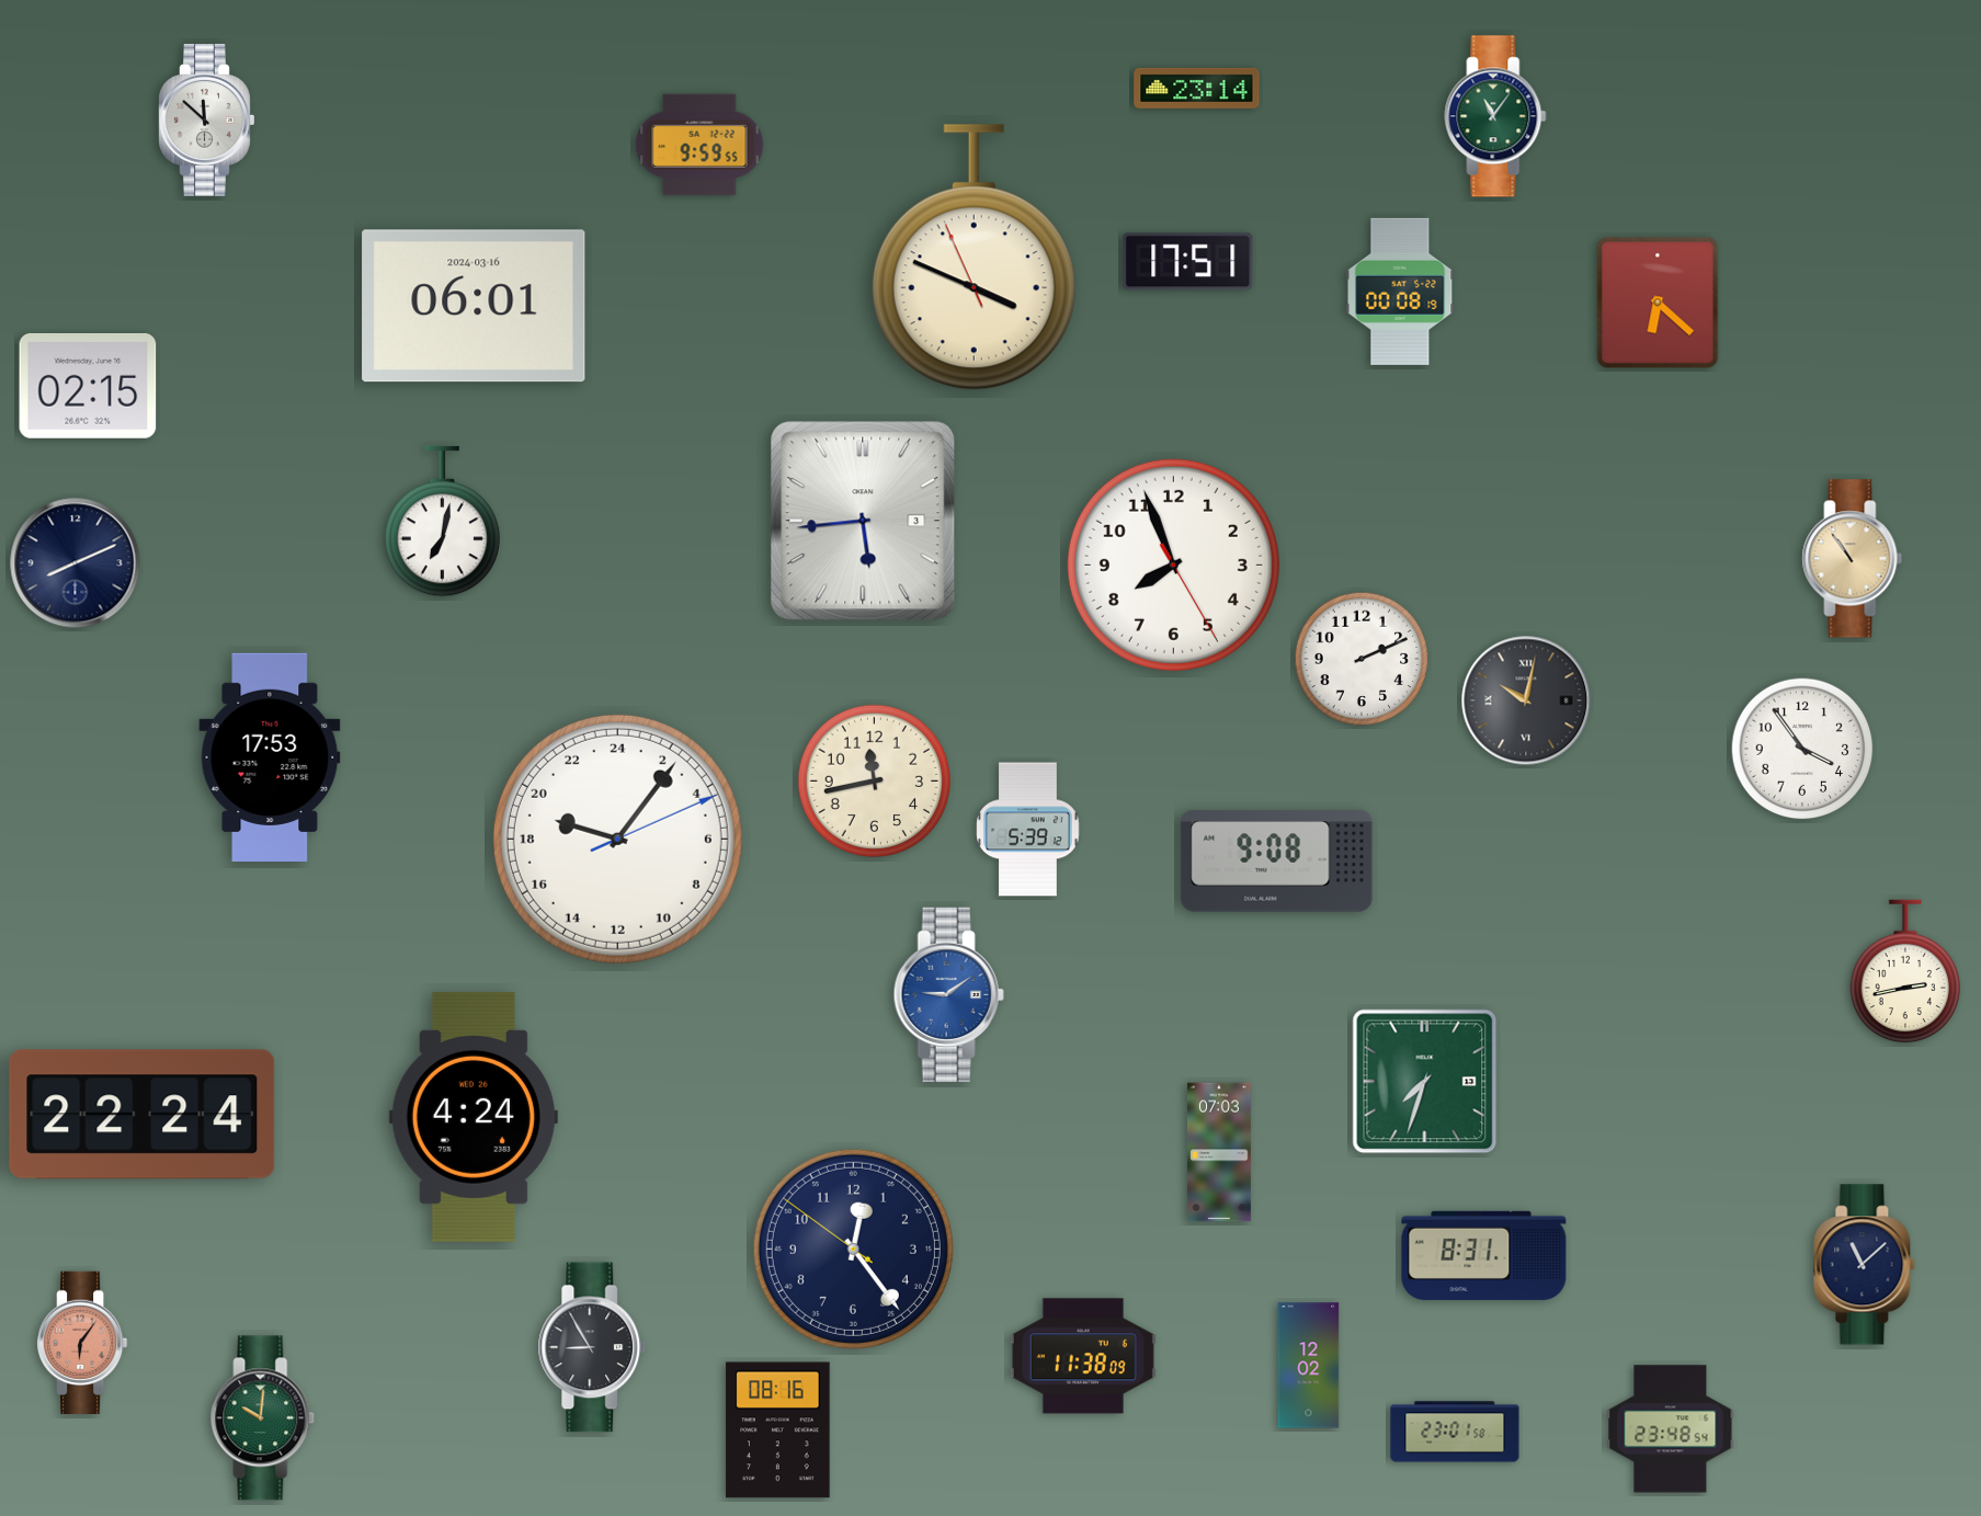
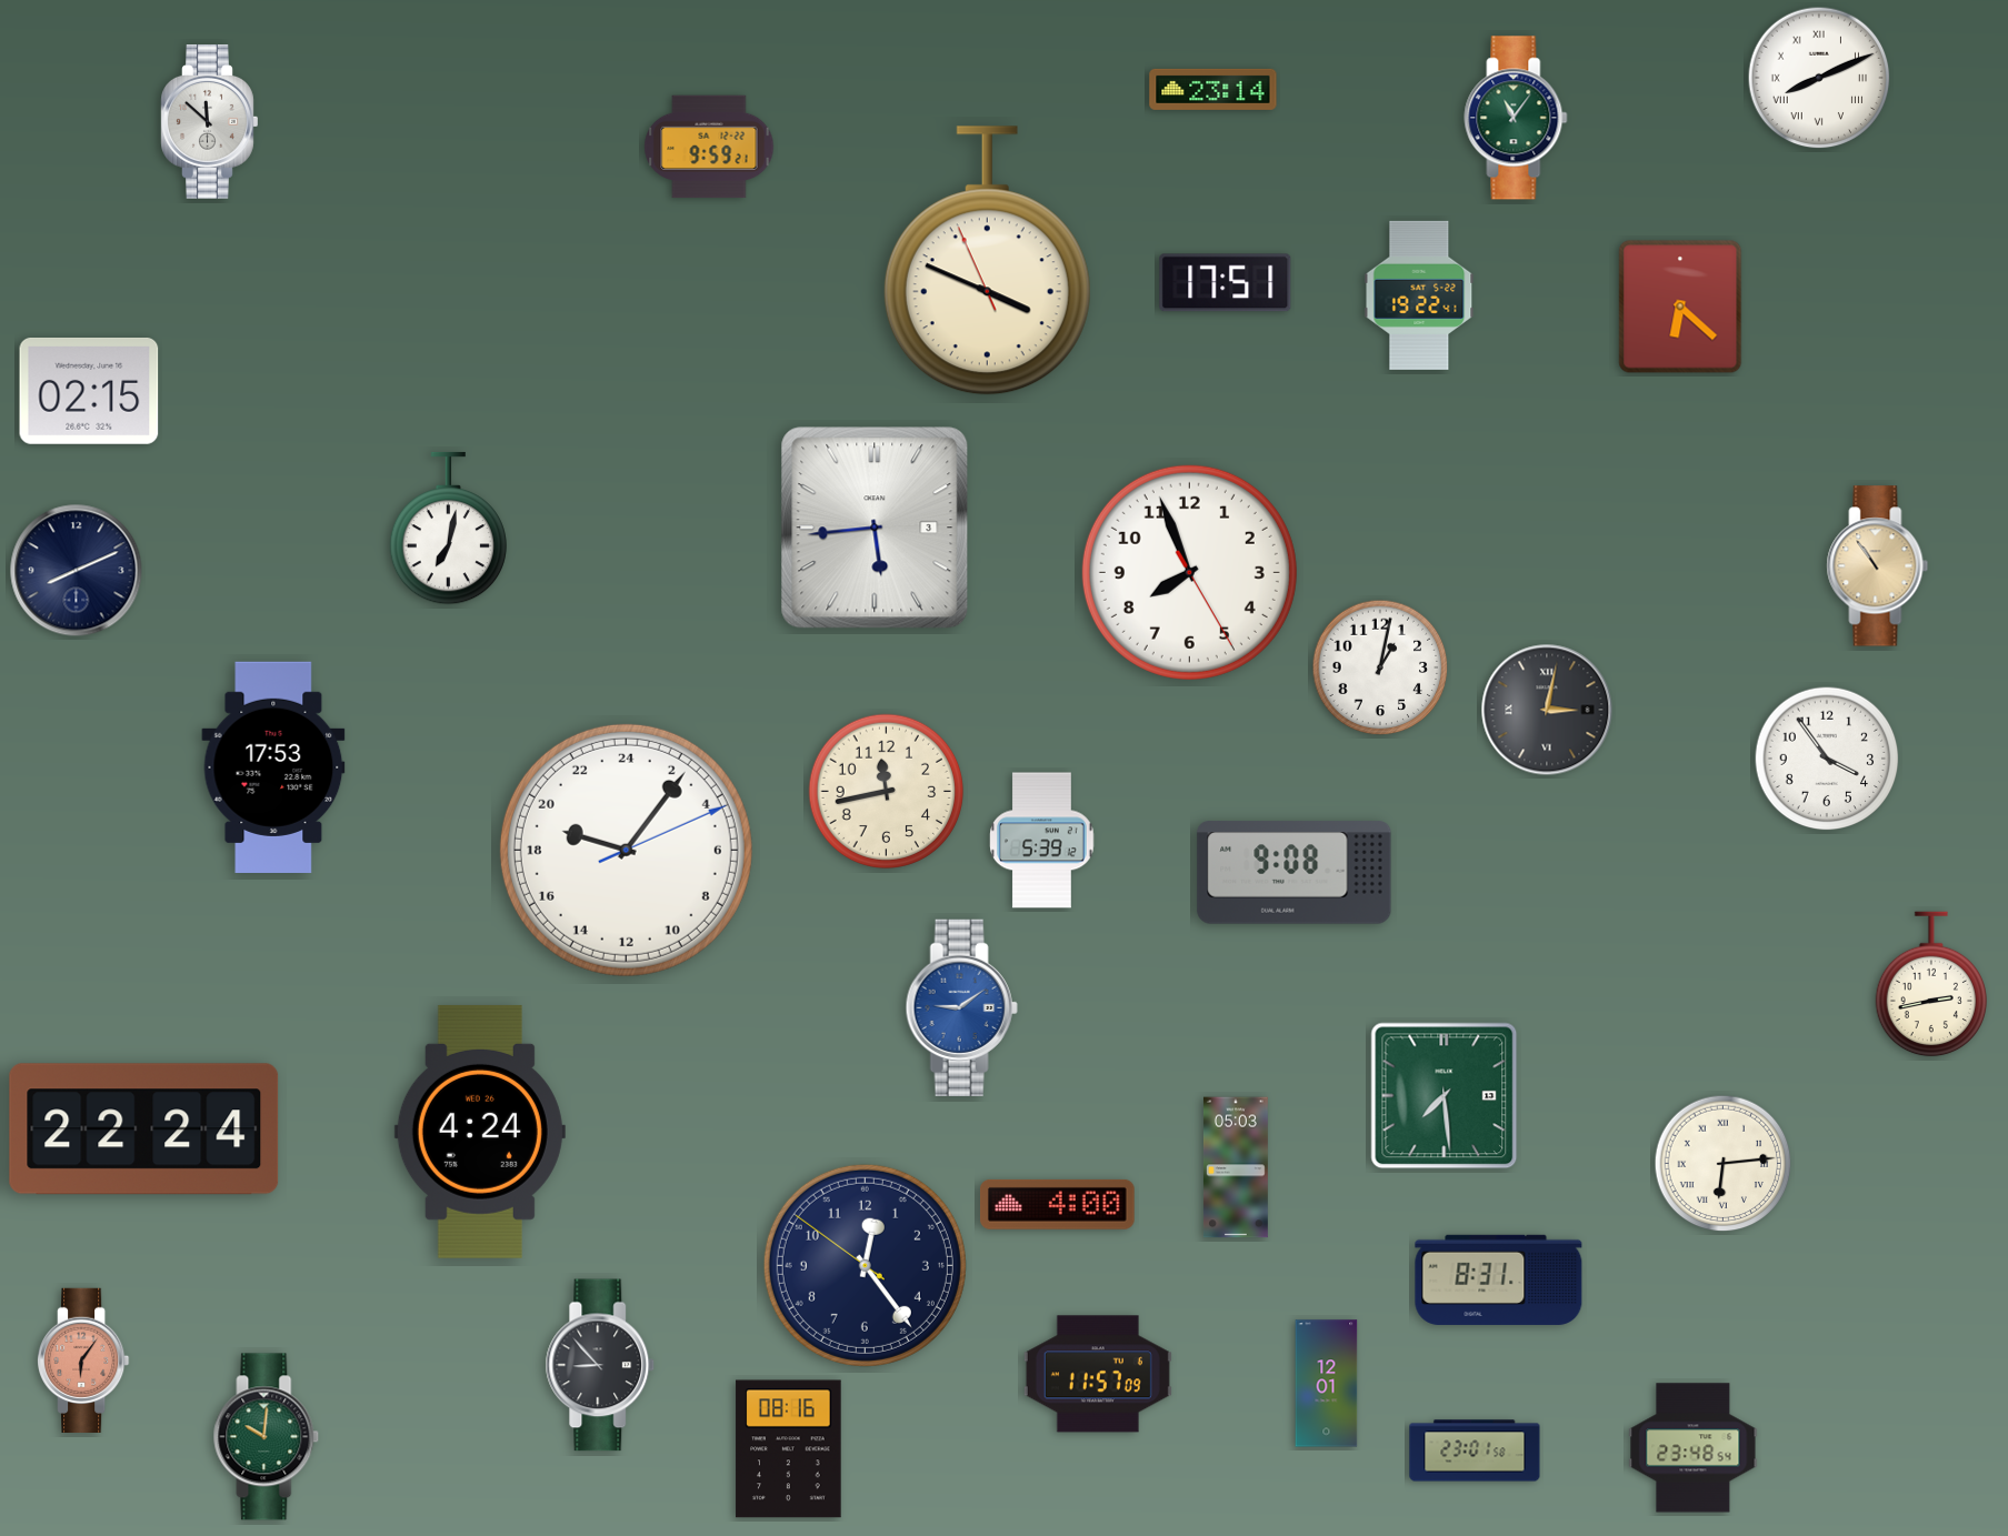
clock at (1819, 78): none -> 8:11
clock at (699, 145): 9:59:55 -> 9:59:21
clock at (1188, 262) position: (1188, 262) -> (1226, 283)
clock at (1400, 292): 00:08 -> 19:22
clock at (474, 306): 06:01 -> none
clock at (1362, 659): 2:11 -> 1:02
clock at (1526, 700): 10:02 -> 3:02
clock at (1425, 1082): 7:33 -> 7:29
clock at (1724, 1164): none -> 6:14
clock at (1219, 1152): 07:03 -> 05:03
clock at (1057, 1204): none -> 4:00
clock at (1484, 1255) position: (1484, 1255) -> (1499, 1279)
clock at (1865, 1265): 11:08 -> none
clock at (592, 1347): 8:55 -> 8:53
clock at (1083, 1356): 11:38 -> 11:57
clock at (1309, 1366): 12:02 -> 12:01
